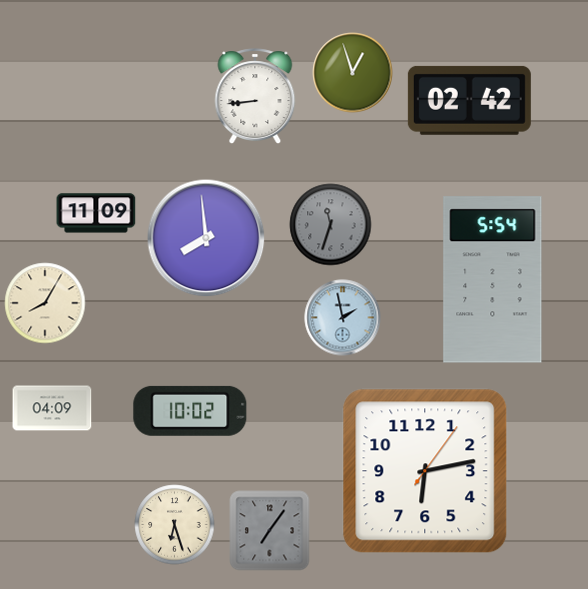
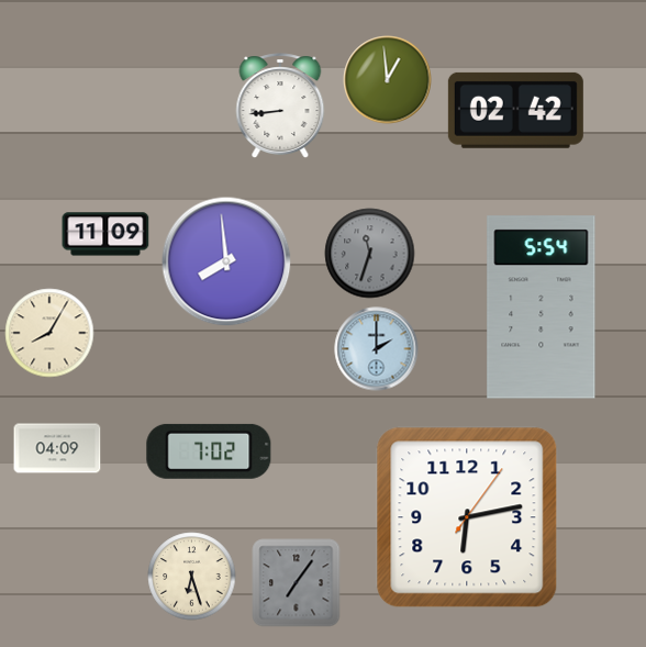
clock at (353, 73): 12:57 -> 12:59
clock at (331, 225) position: (331, 225) -> (370, 254)
clock at (343, 318): 1:58 -> 2:00
clock at (190, 411): 10:02 -> 7:02
